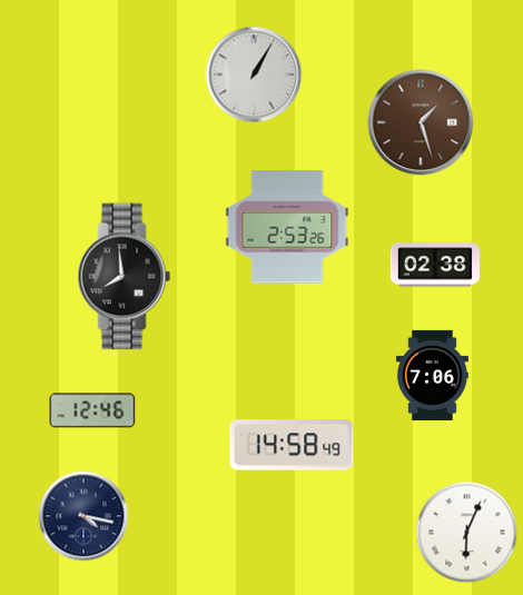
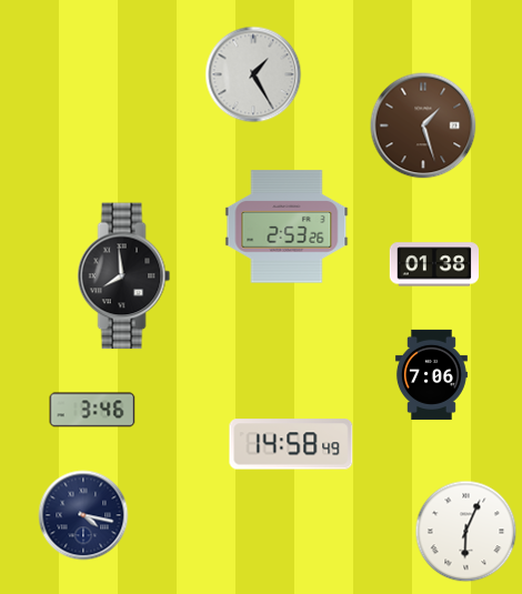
clock at (254, 75): 1:05 -> 1:25
clock at (421, 122) position: (421, 122) -> (423, 125)
clock at (434, 265): 02:38 -> 01:38
clock at (92, 410): 12:46 -> 3:46
